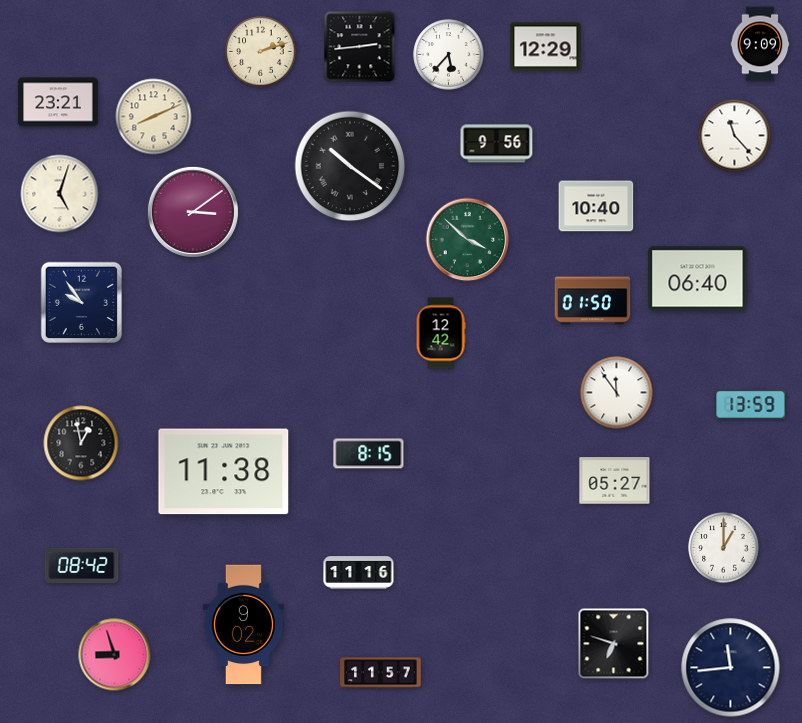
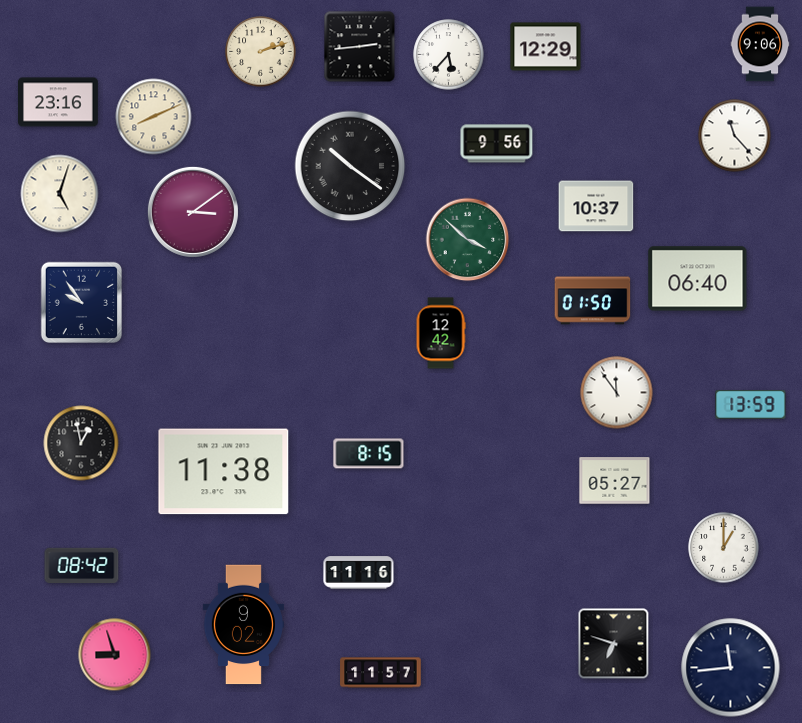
clock at (760, 44): 9:09 -> 9:06
clock at (59, 102): 23:21 -> 23:16
clock at (596, 206): 10:40 -> 10:37
